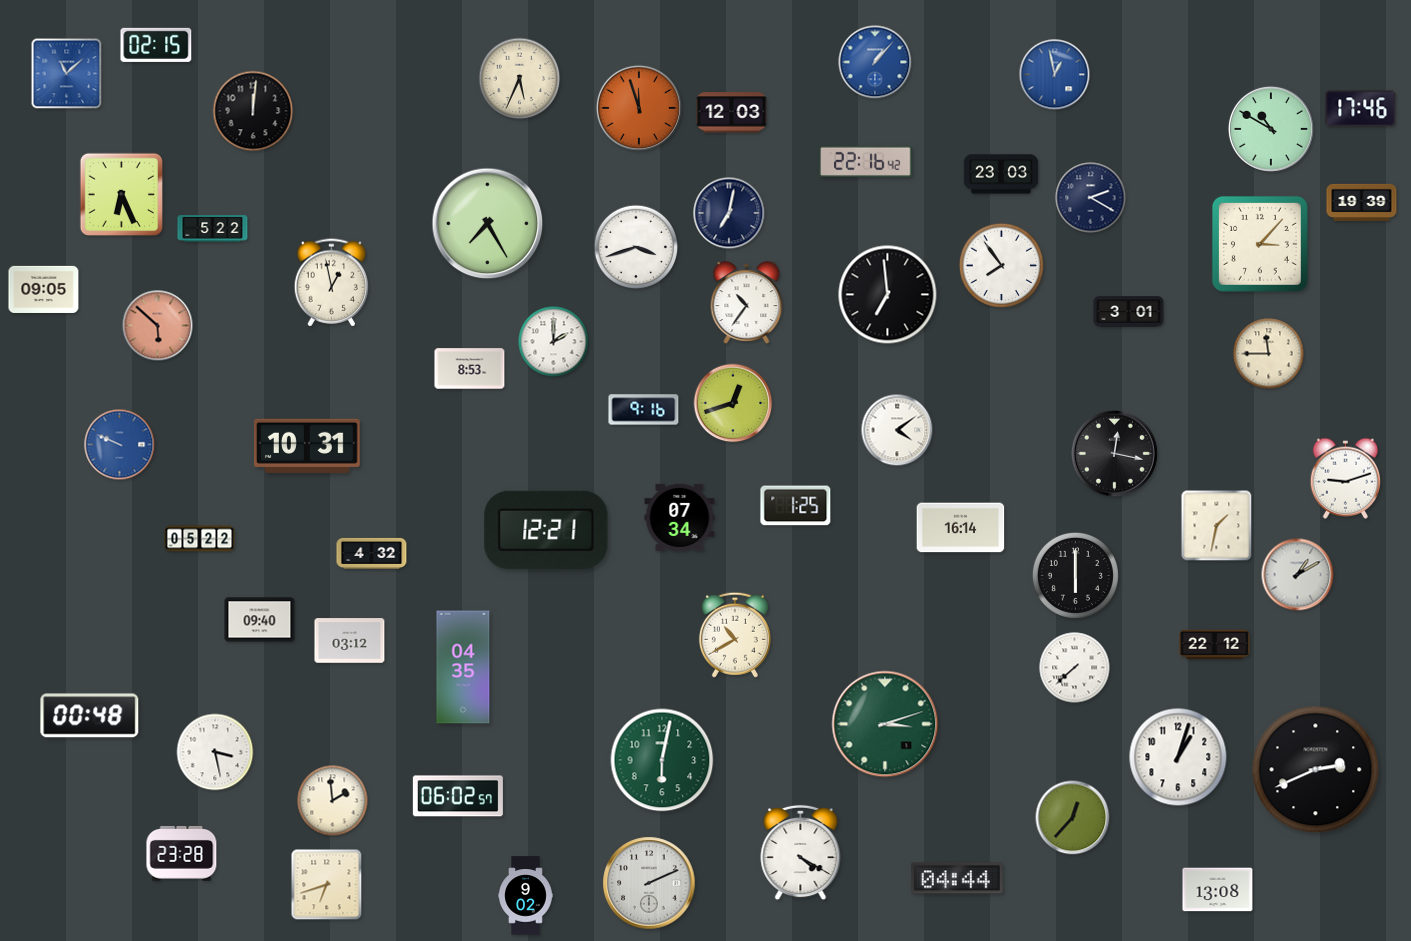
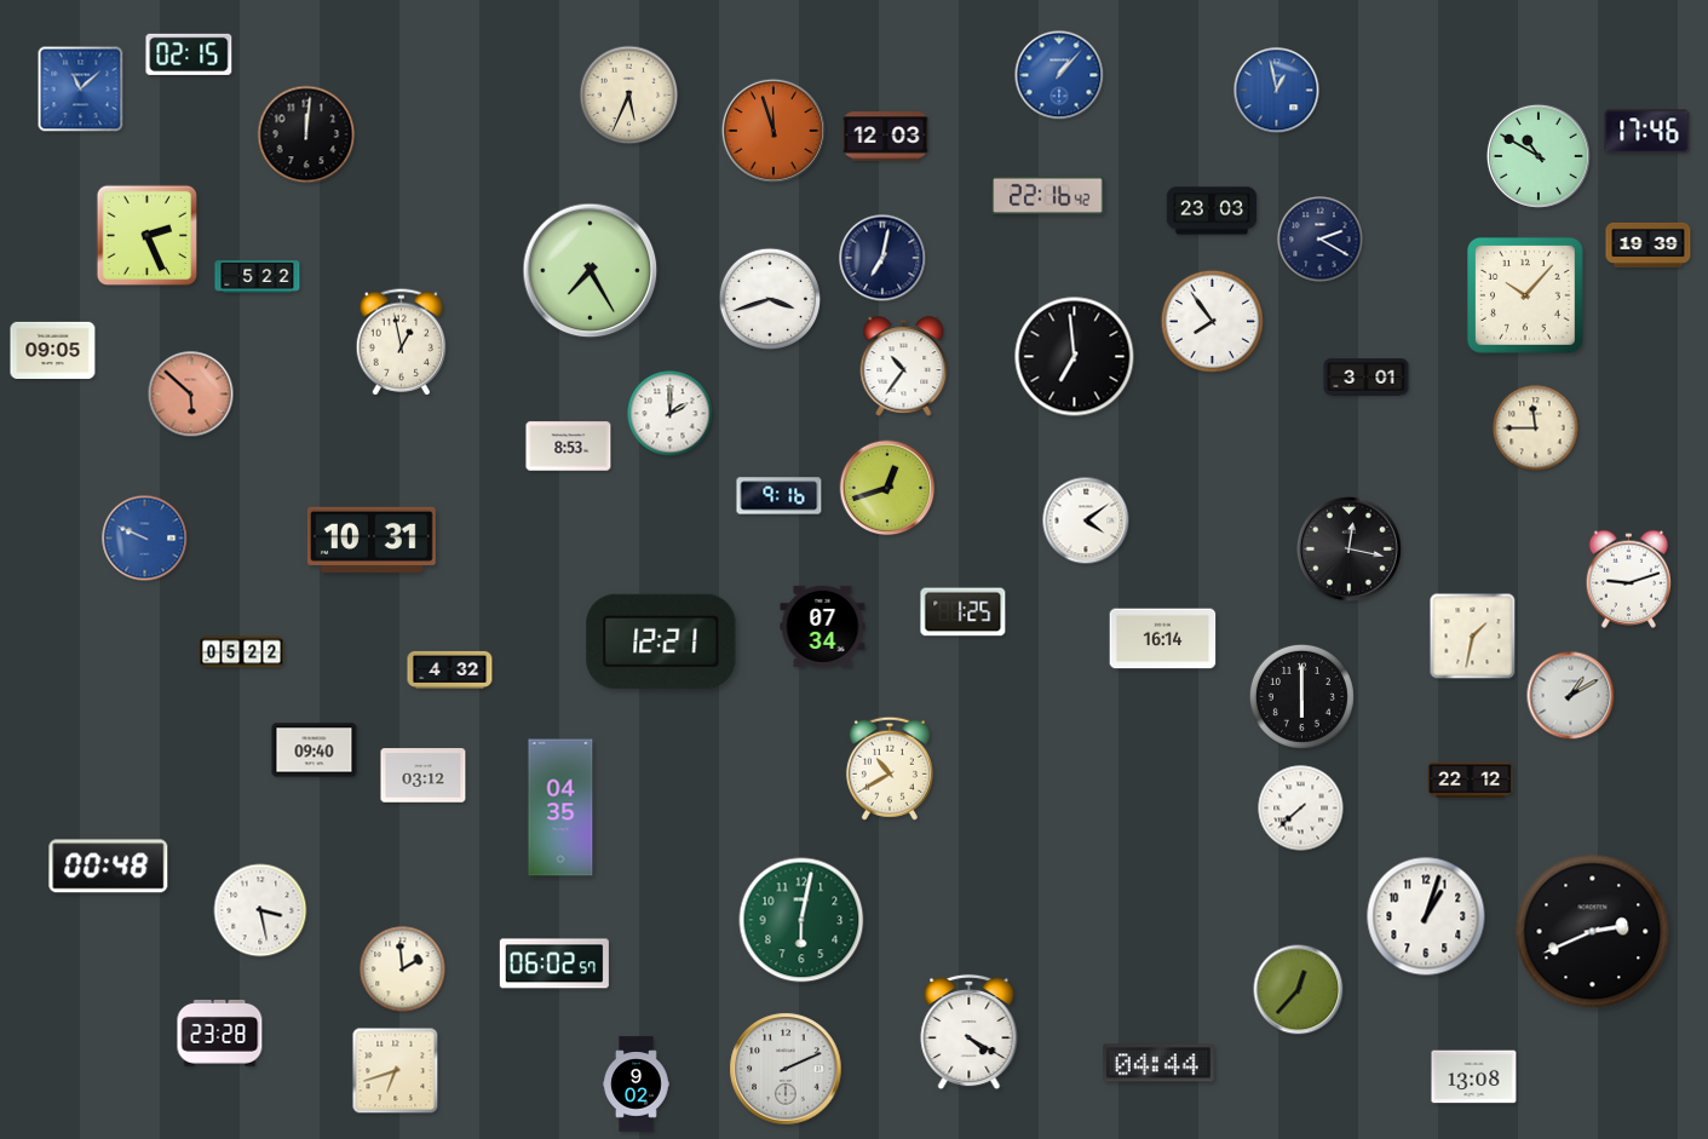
clock at (121, 194): 6:26 -> 2:26
clock at (1260, 244): 3:07 -> 10:07
clock at (885, 724): 3:12 -> none
